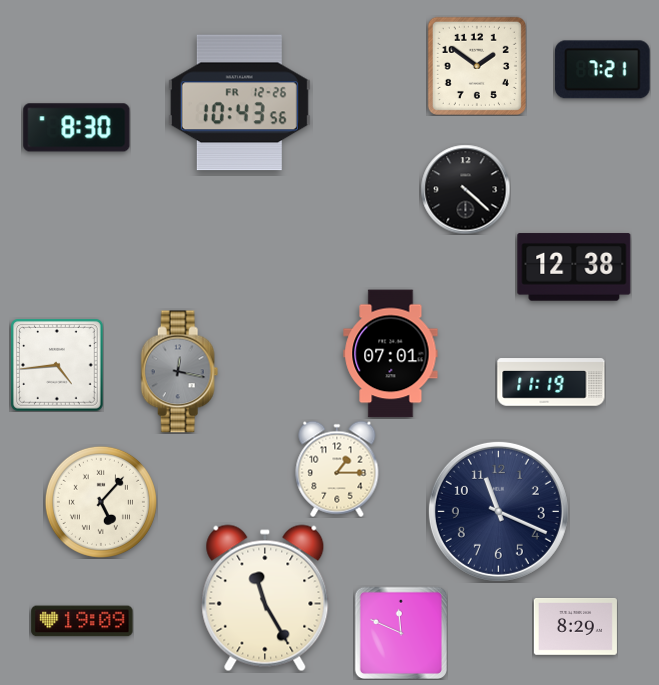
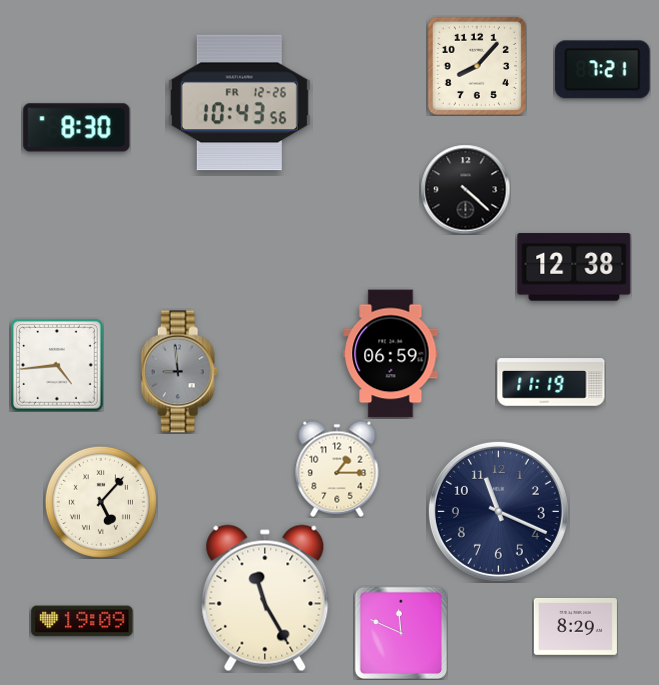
clock at (477, 66): 1:51 -> 8:07
clock at (391, 354): 07:01 -> 06:59
clock at (180, 372): 12:17 -> 8:59
